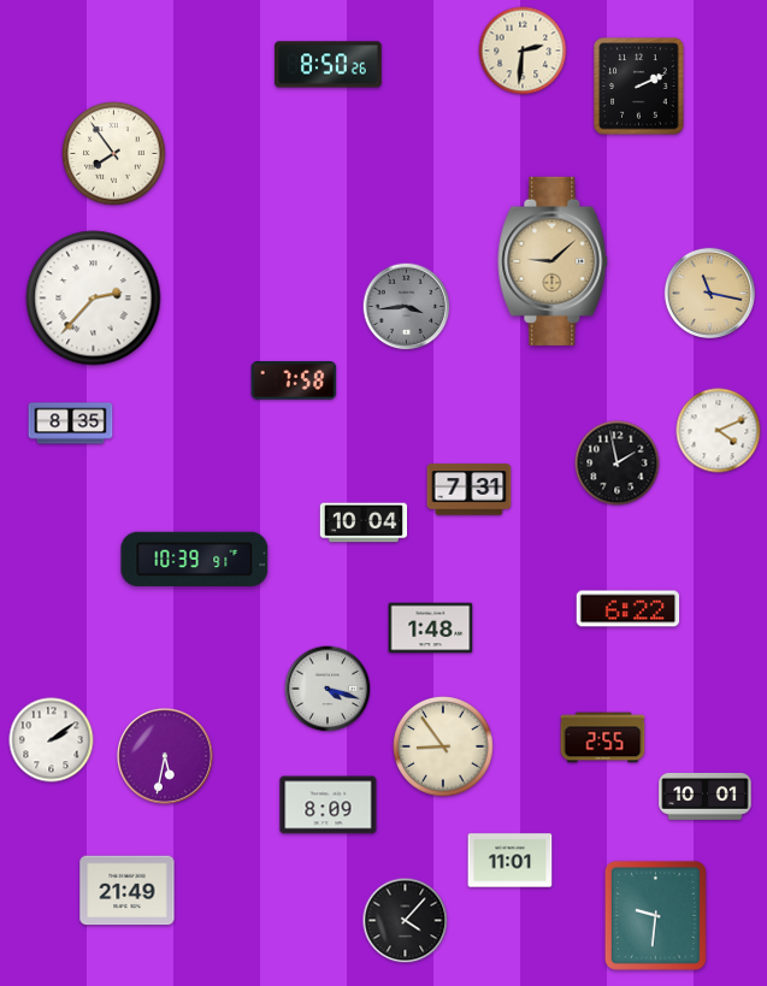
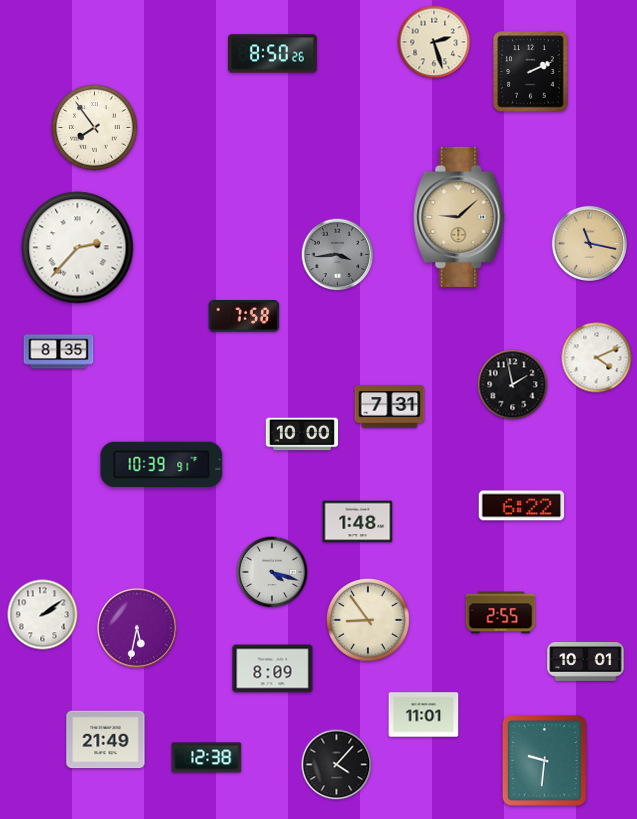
clock at (523, 51): 2:31 -> 2:27
clock at (364, 522): 10:04 -> 10:00
clock at (207, 758): none -> 12:38
